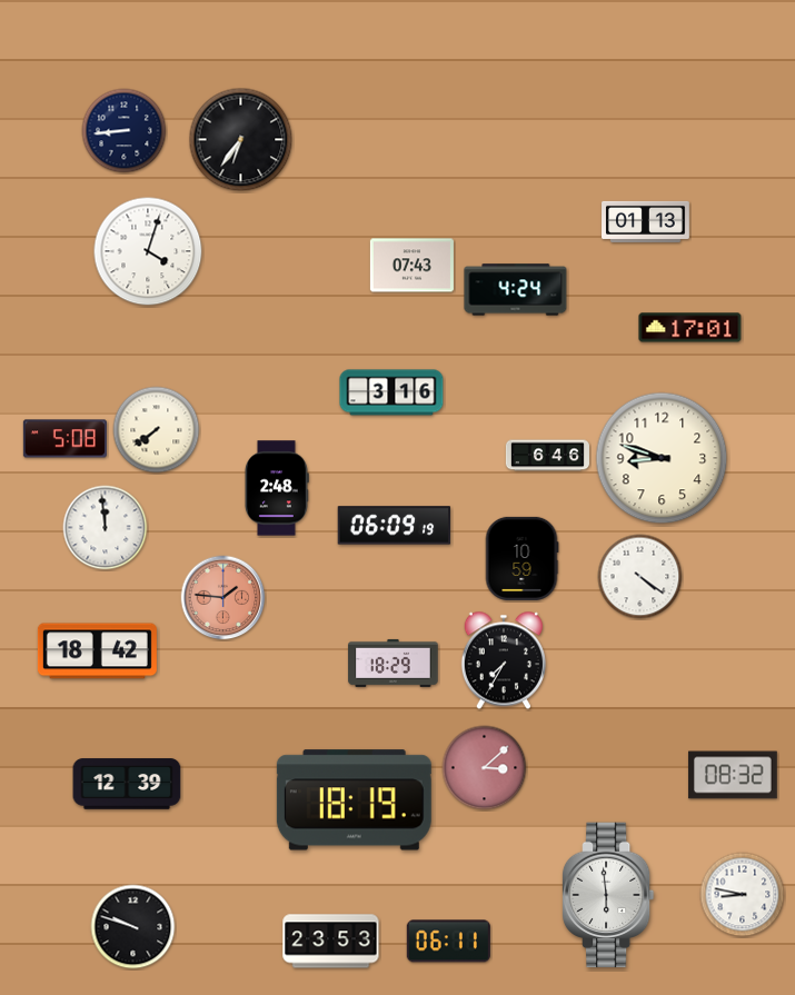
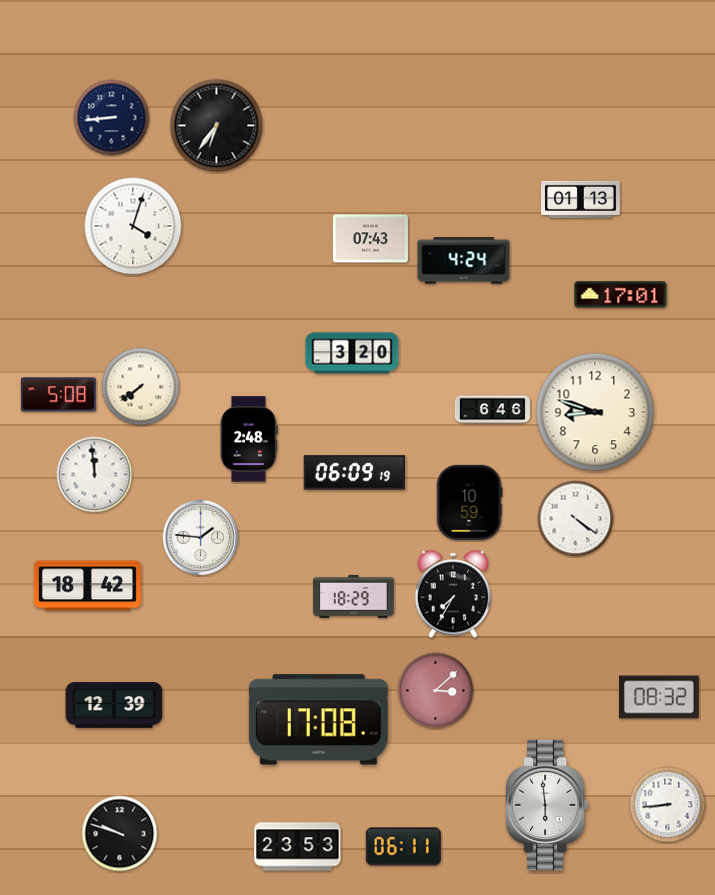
clock at (391, 392): 3:16 -> 3:20
clock at (223, 598) dial: salmon -> white
clock at (354, 800): 18:19 -> 17:08
clock at (743, 895): 8:47 -> 8:44
